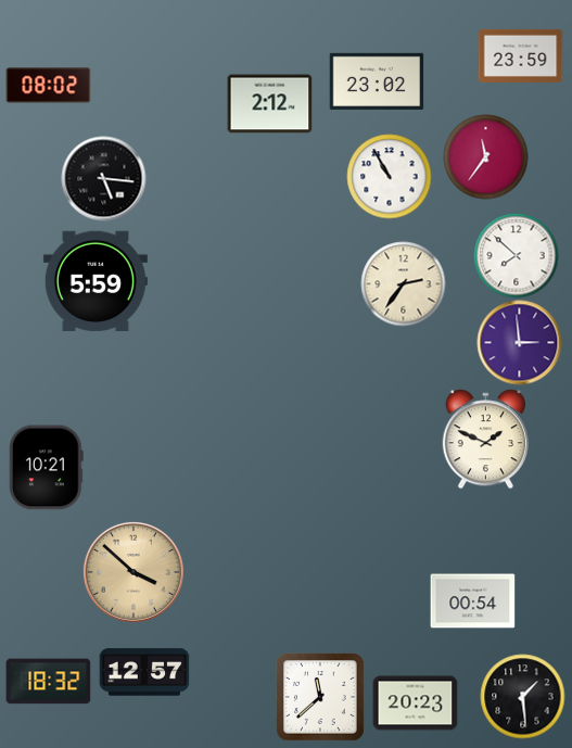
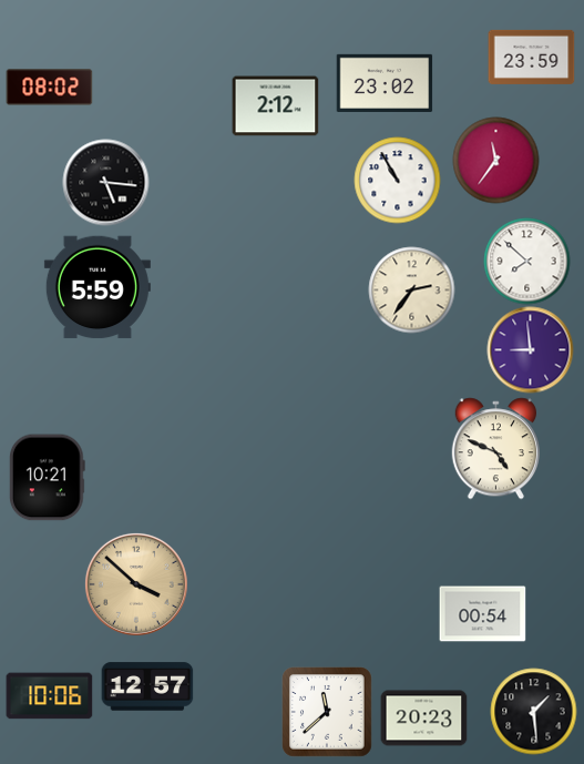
clock at (519, 342): 2:59 -> 8:59
clock at (485, 439): 1:49 -> 4:49
clock at (48, 682): 18:32 -> 10:06
